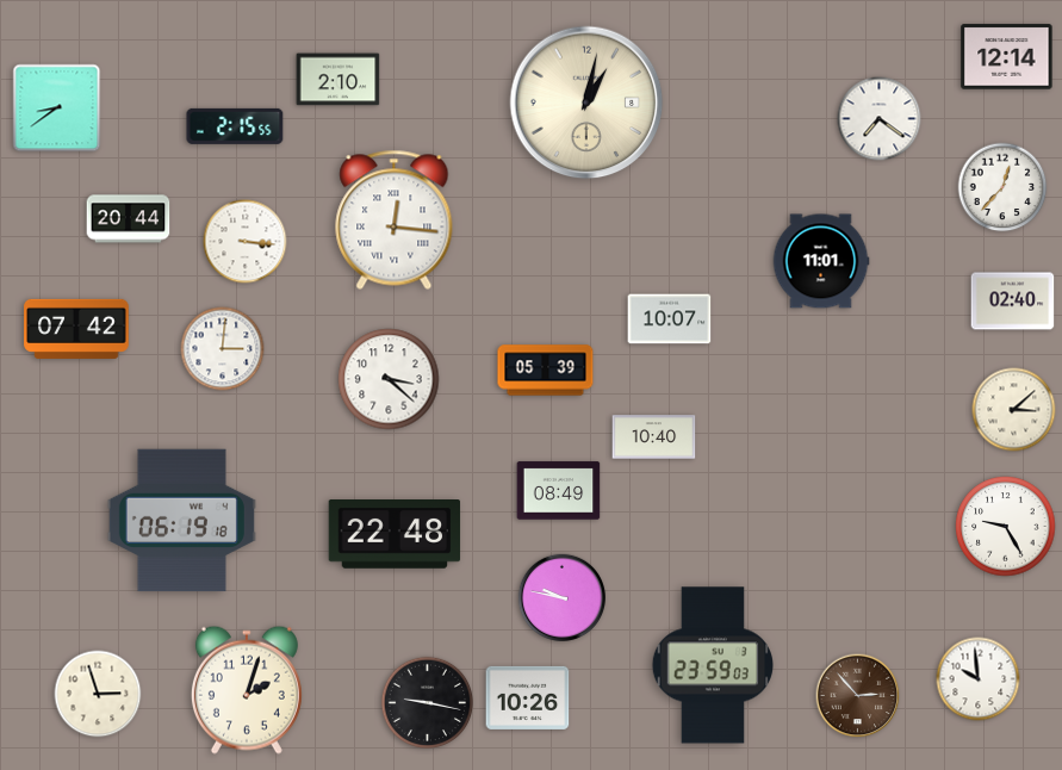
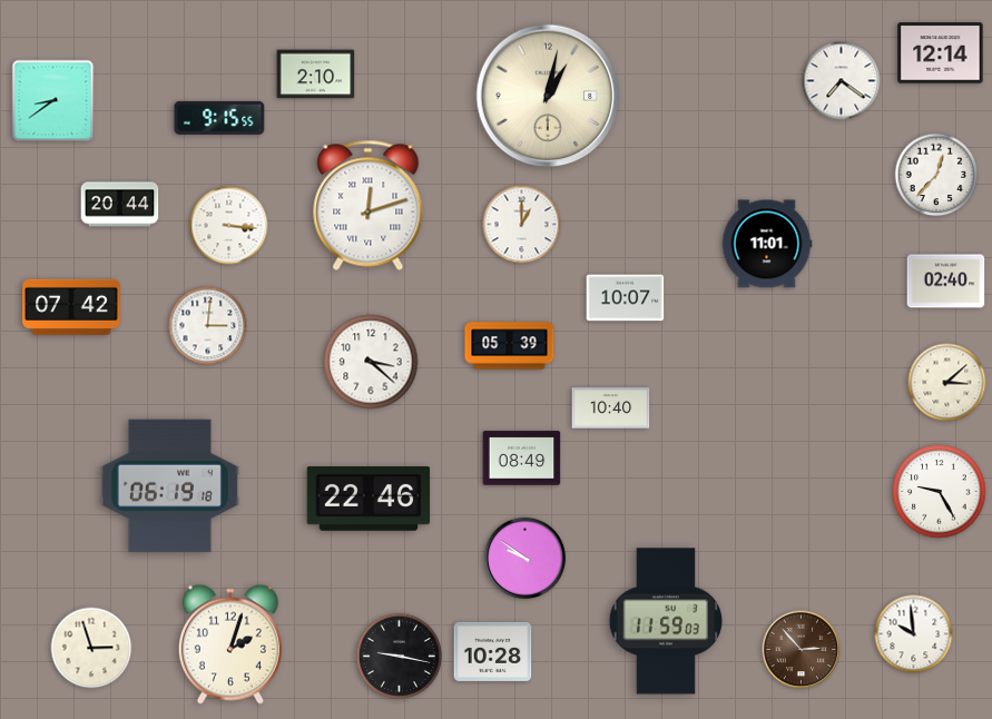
clock at (880, 119) position: (880, 119) -> (842, 81)
clock at (235, 126): 2:15 -> 9:15
clock at (395, 219): 12:16 -> 12:12
clock at (522, 225): none -> 1:00
clock at (389, 379) position: (389, 379) -> (371, 362)
clock at (395, 535): 22:48 -> 22:46
clock at (561, 597): 9:47 -> 9:51
clock at (712, 665): 23:59 -> 11:59
clock at (528, 697): 10:26 -> 10:28
